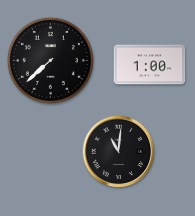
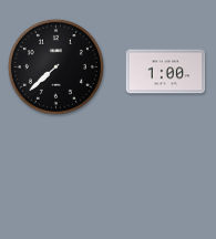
clock at (119, 152): 11:01 -> none
